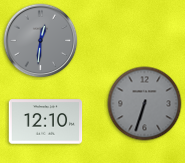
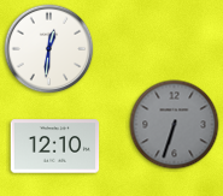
clock at (41, 41) dial: grey -> white
